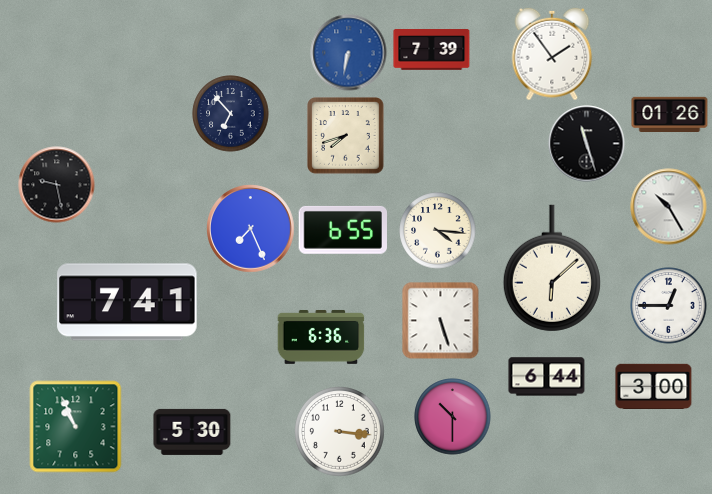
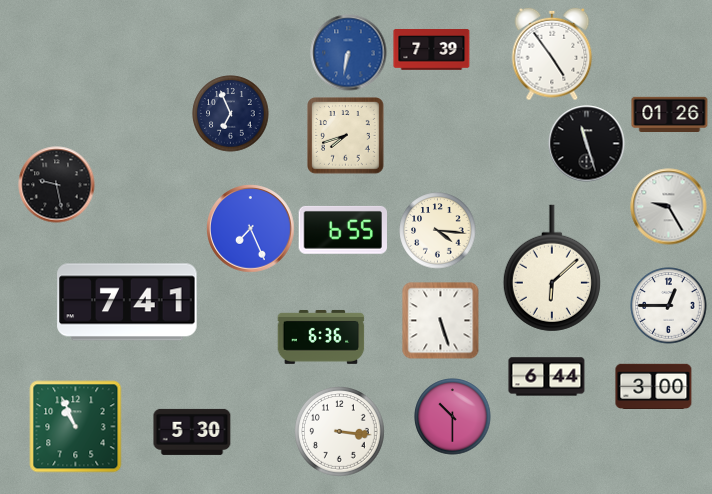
clock at (552, 54): 1:54 -> 4:54
clock at (231, 114): 6:53 -> 6:56
clock at (669, 207): 10:25 -> 9:25
